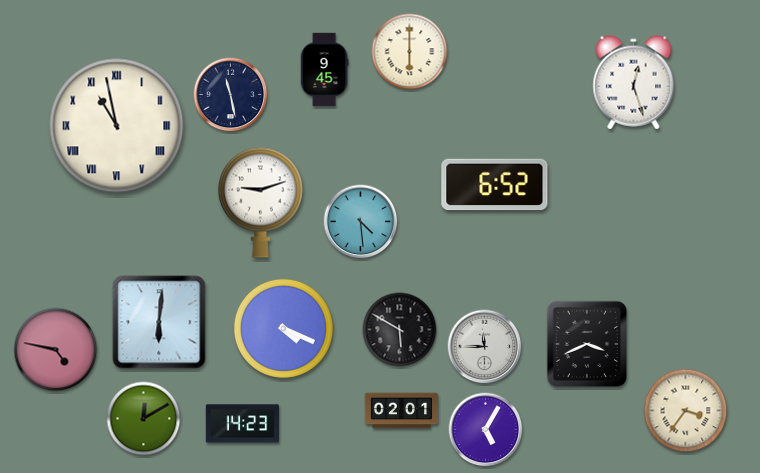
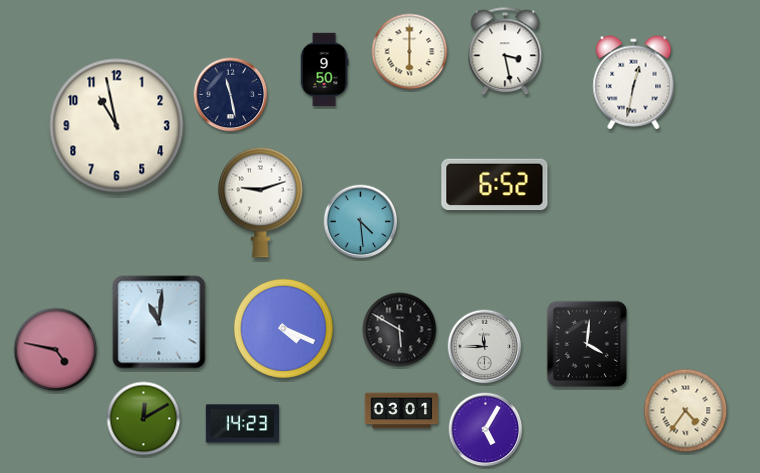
clock at (505, 52): none -> 3:28
clock at (324, 70): 9:45 -> 9:50
clock at (634, 83): 12:27 -> 12:32
clock at (117, 126) numerals: Roman -> Arabic
clock at (159, 322): 6:01 -> 11:01
clock at (586, 343): 3:41 -> 4:01
clock at (402, 411): 02:01 -> 03:01
clock at (686, 411): 3:36 -> 4:36
